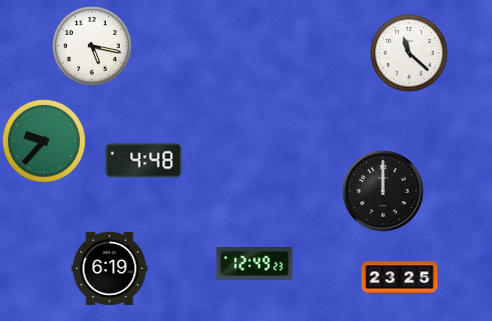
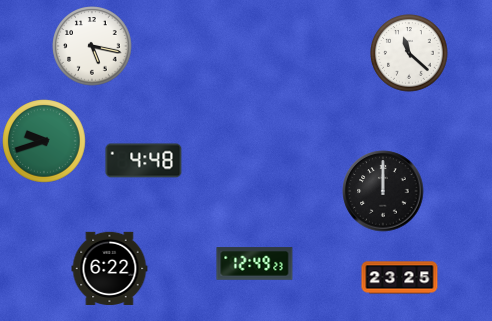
clock at (44, 141): 9:37 -> 9:42
clock at (110, 268): 6:19 -> 6:22
